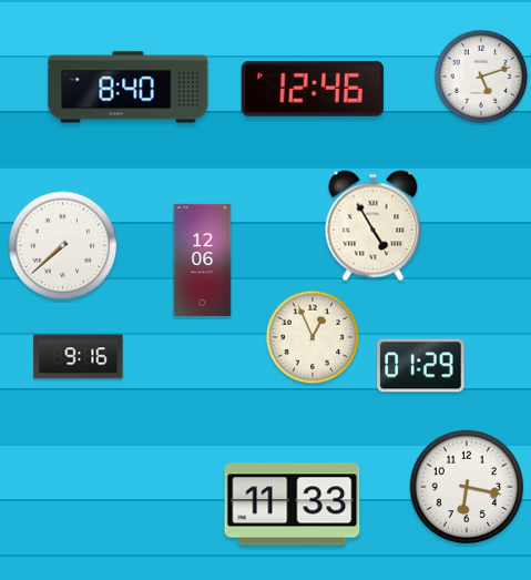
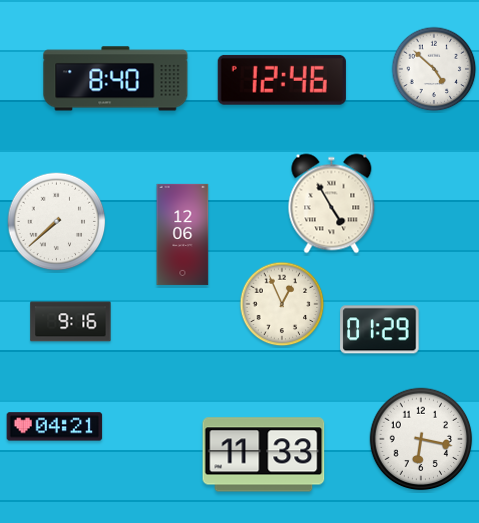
clock at (481, 77): 5:12 -> 4:52
clock at (374, 226) position: (374, 226) -> (332, 204)
clock at (55, 427): none -> 04:21
